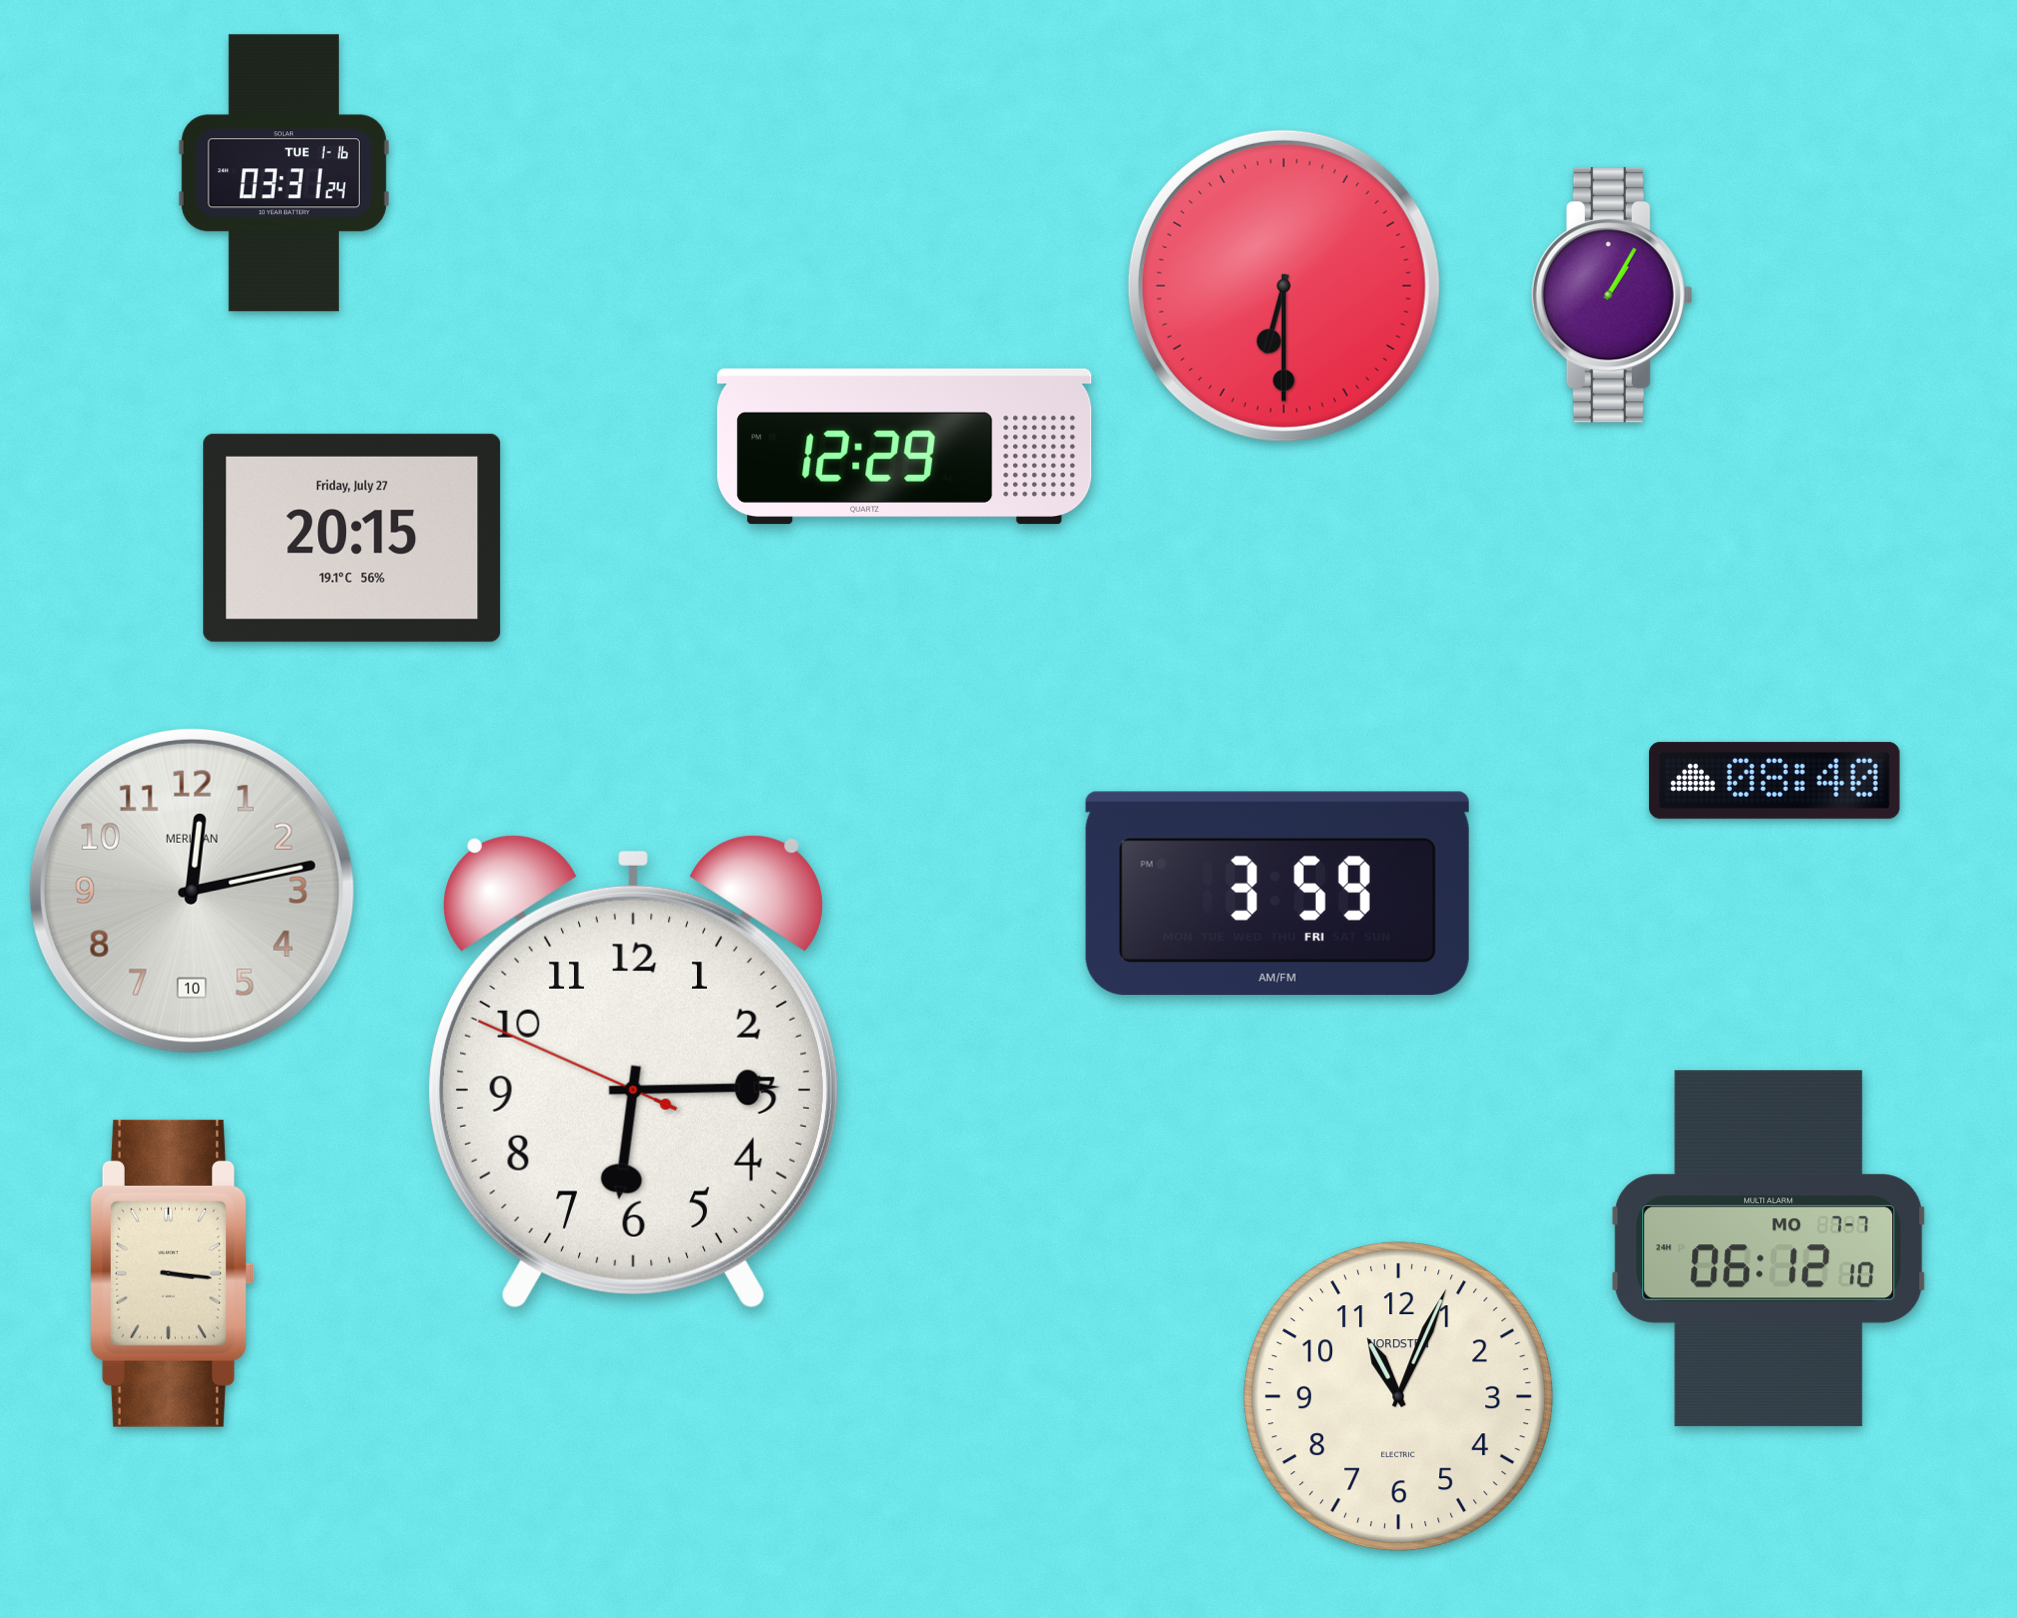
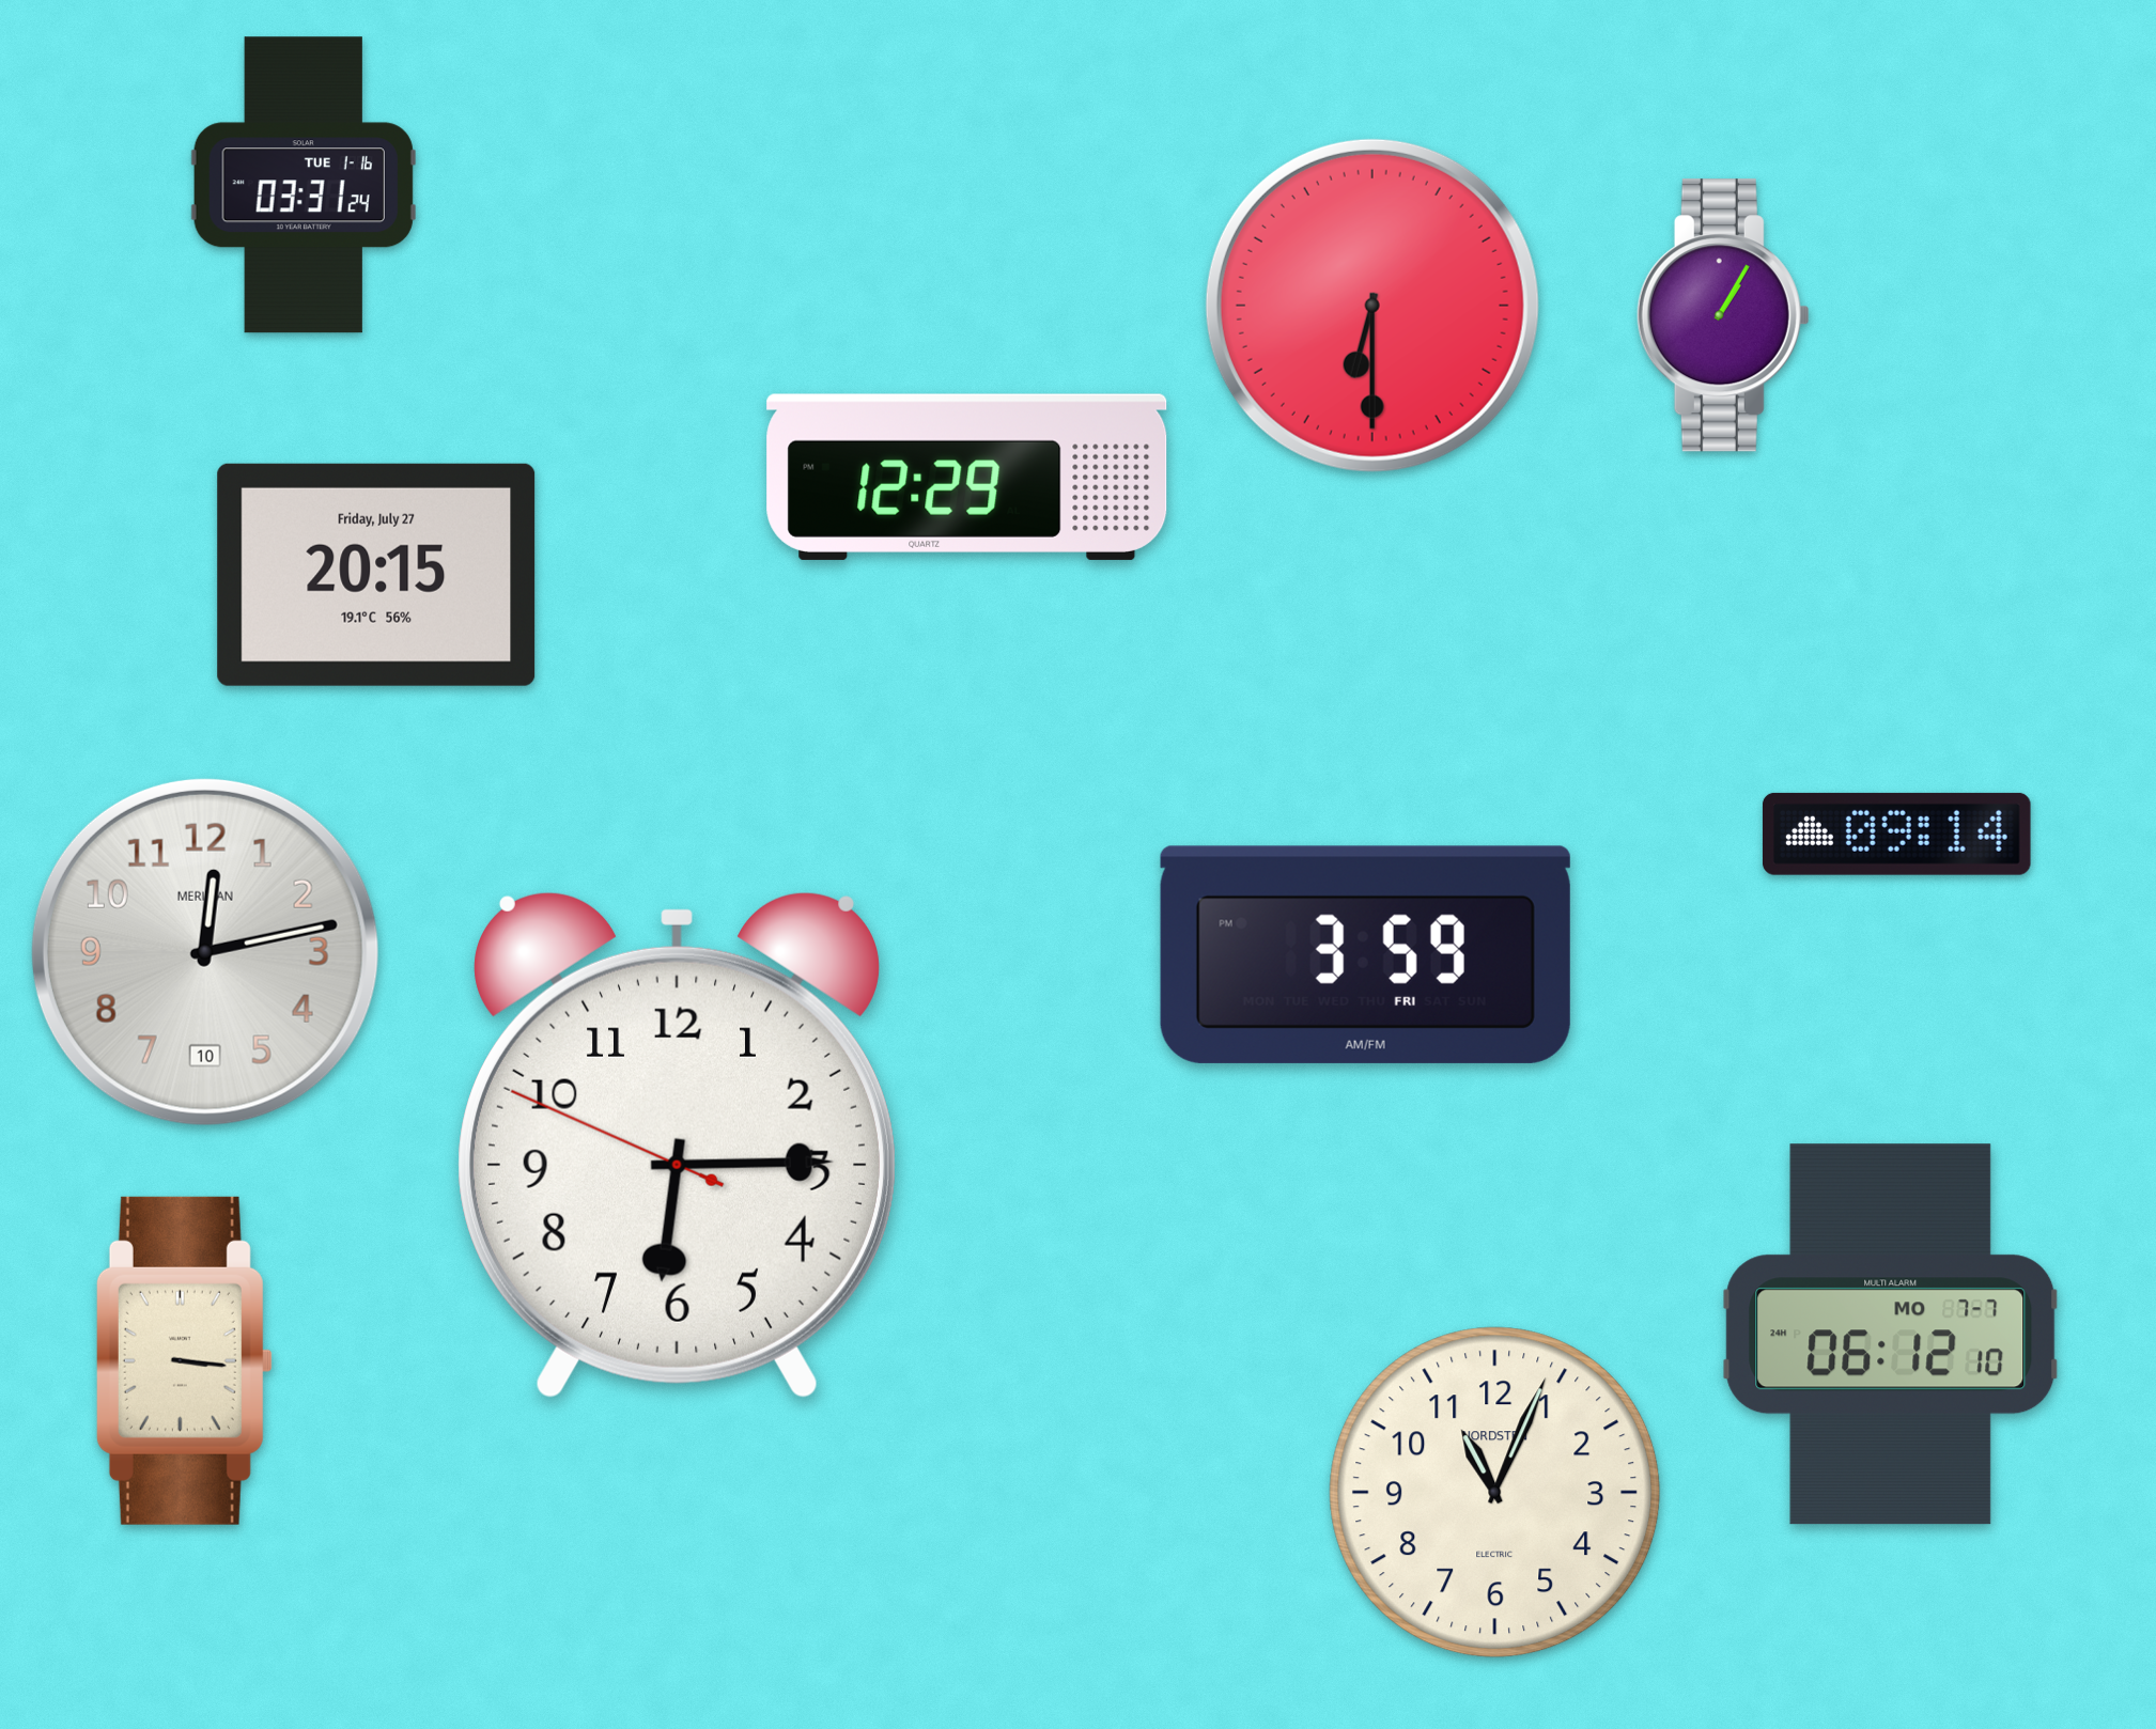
clock at (1774, 780): 08:40 -> 09:14
